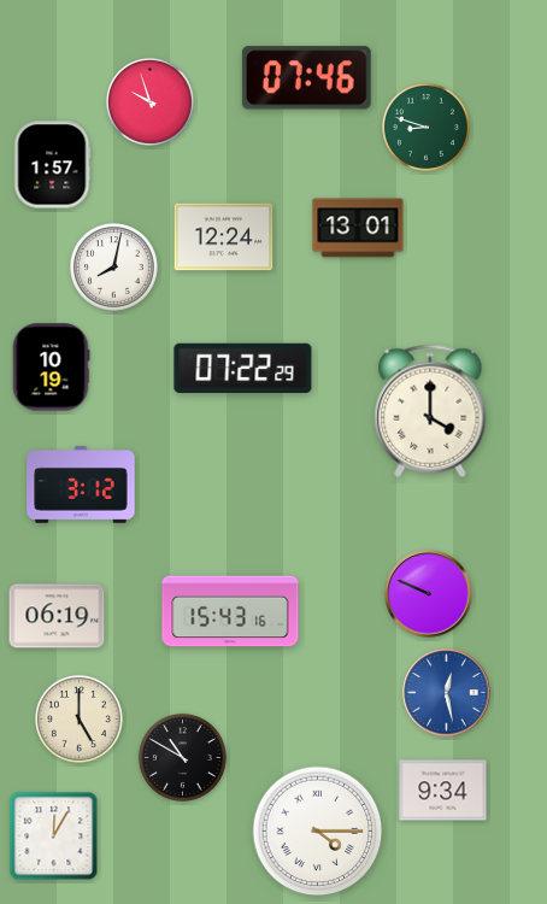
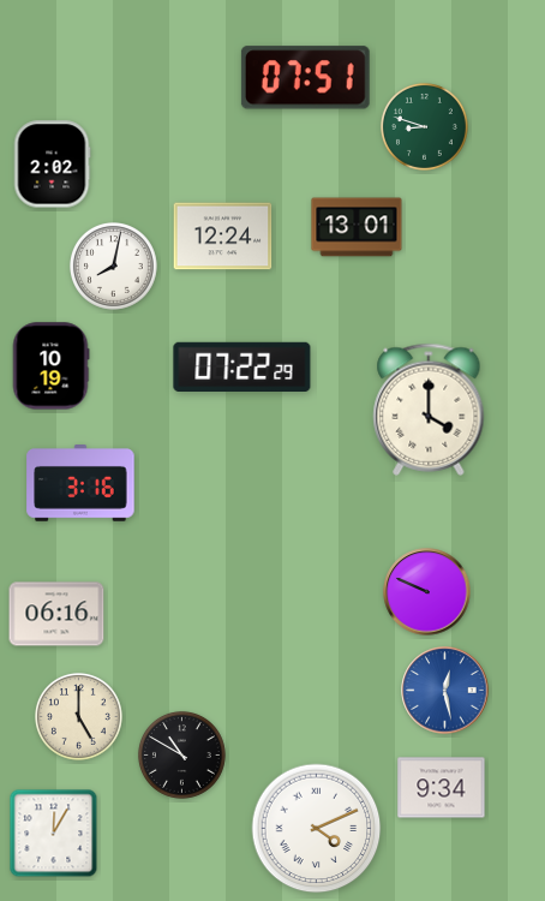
clock at (306, 78): 07:46 -> 07:51
clock at (149, 101): 9:57 -> none
clock at (52, 165): 1:57 -> 2:02
clock at (81, 486): 3:12 -> 3:16
clock at (230, 611): 15:43 -> none
clock at (57, 616): 06:19 -> 06:16
clock at (318, 832): 4:15 -> 4:11
